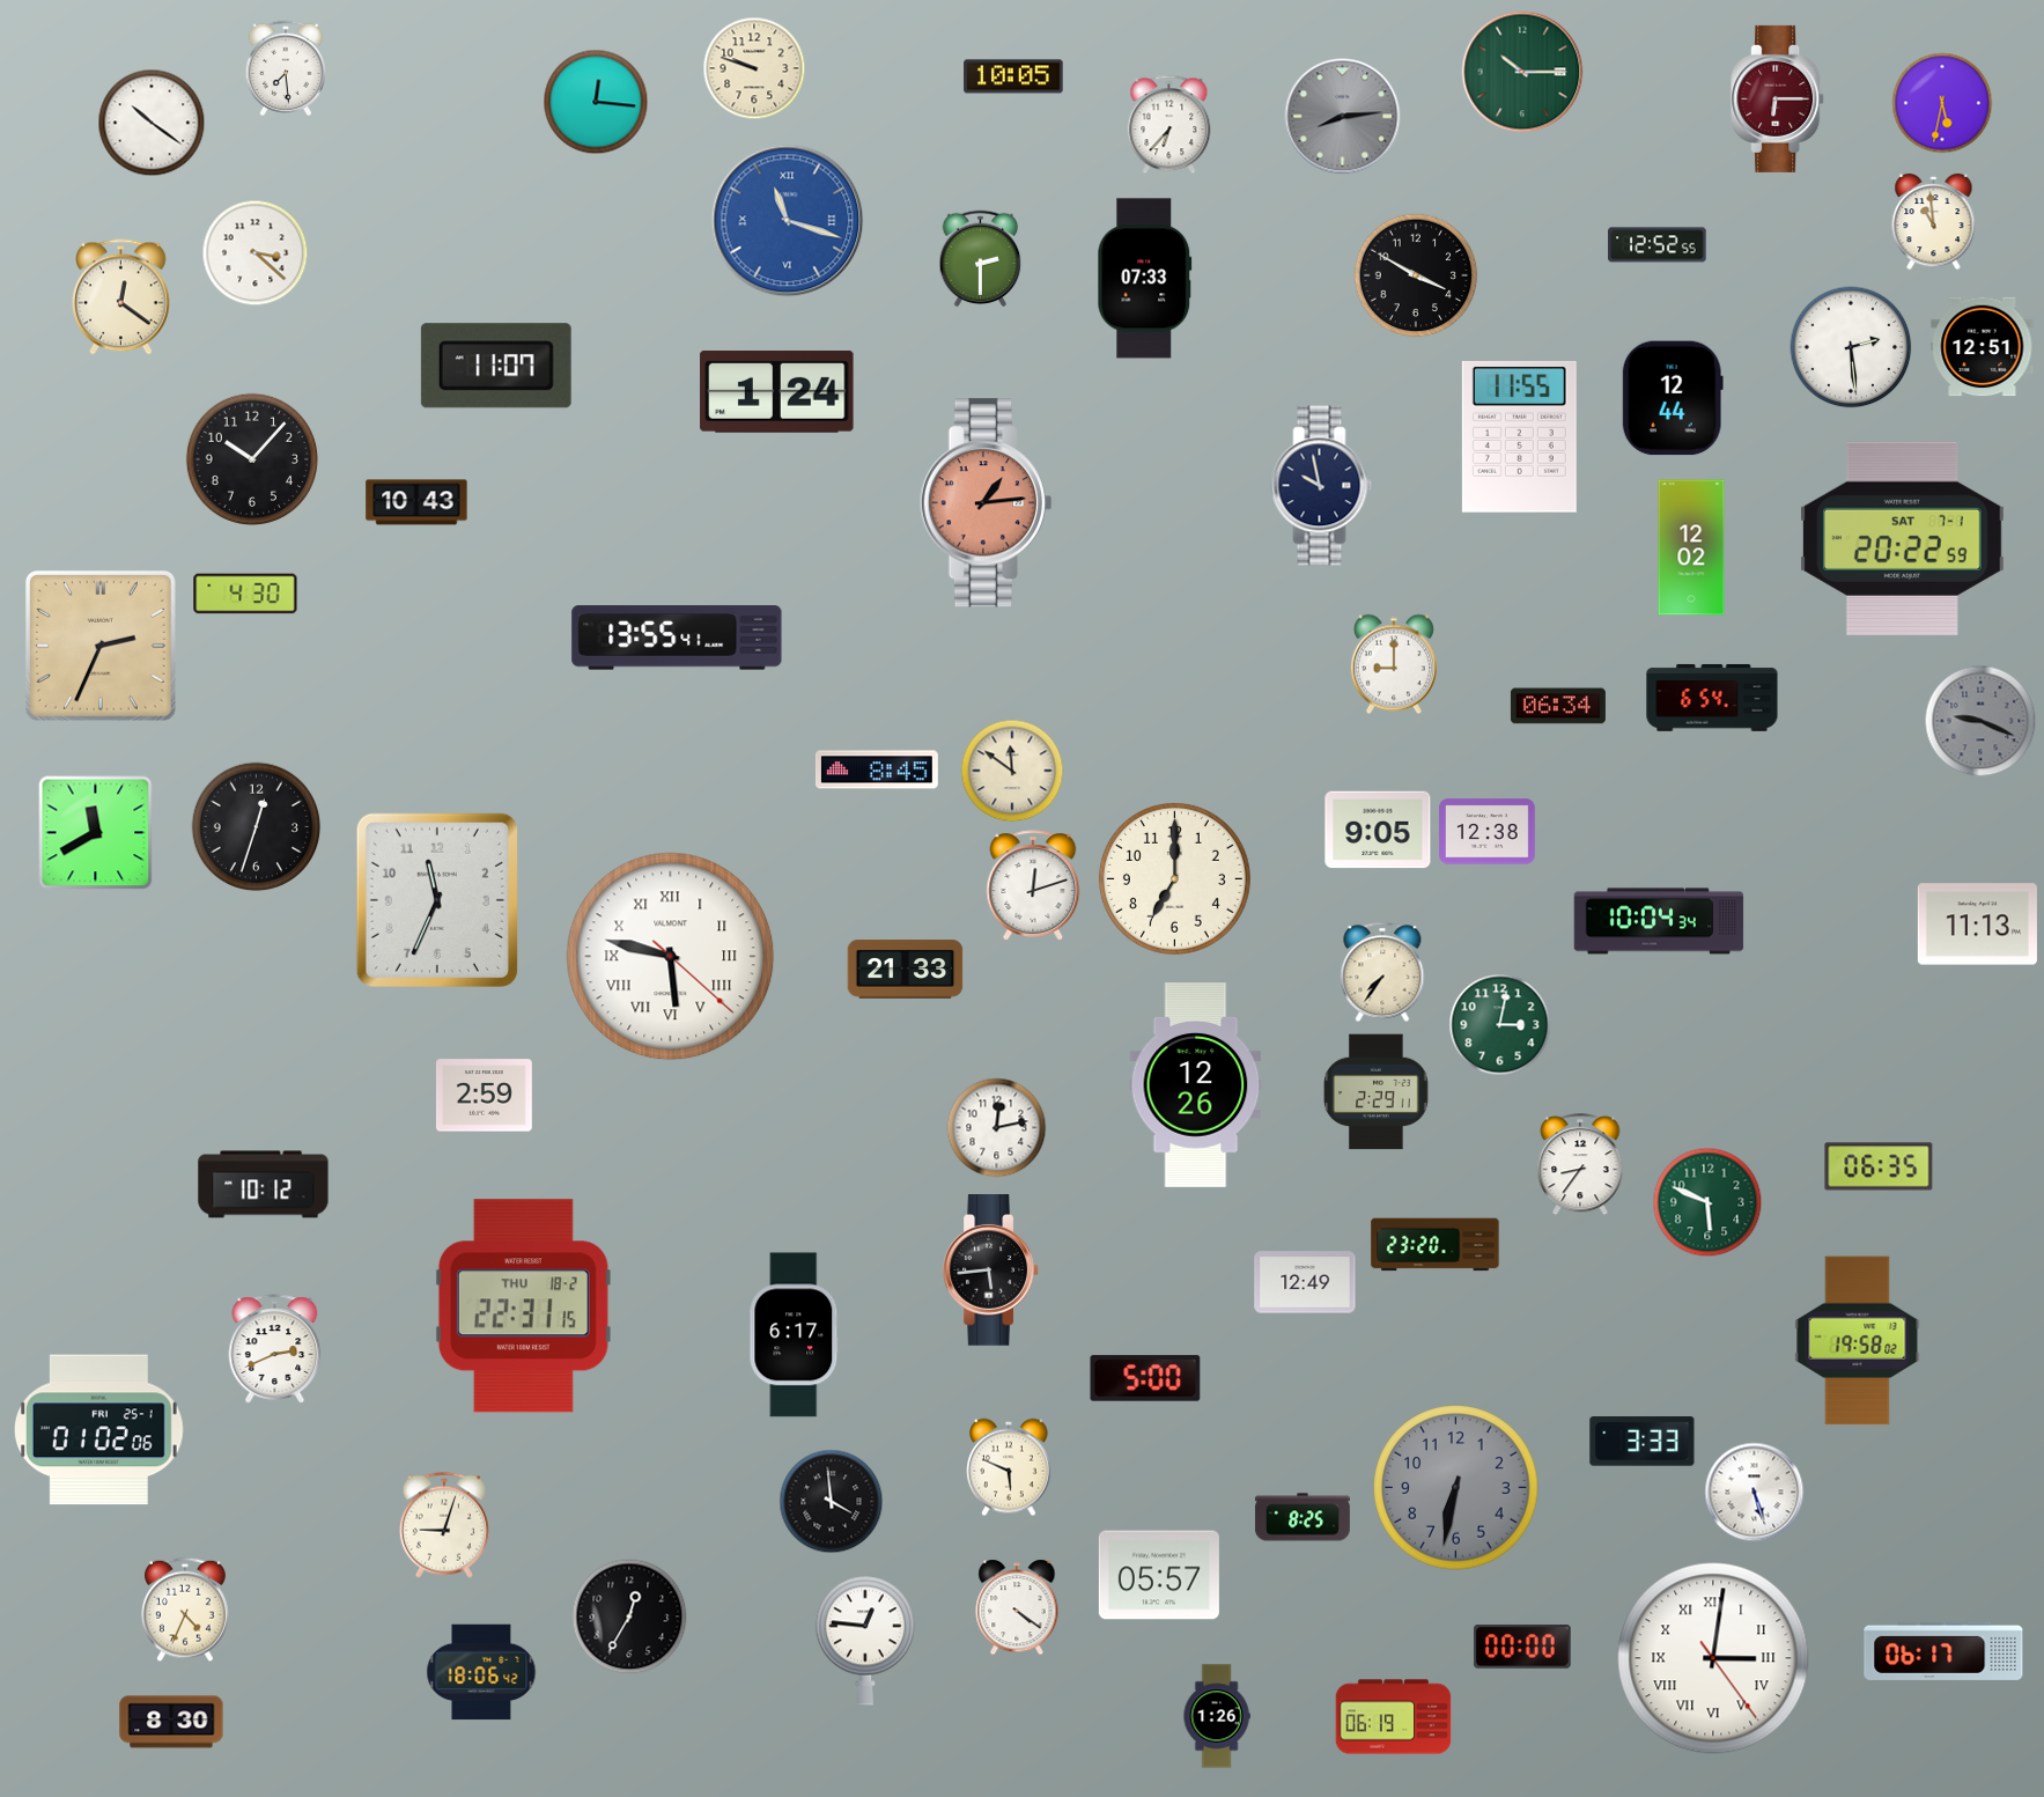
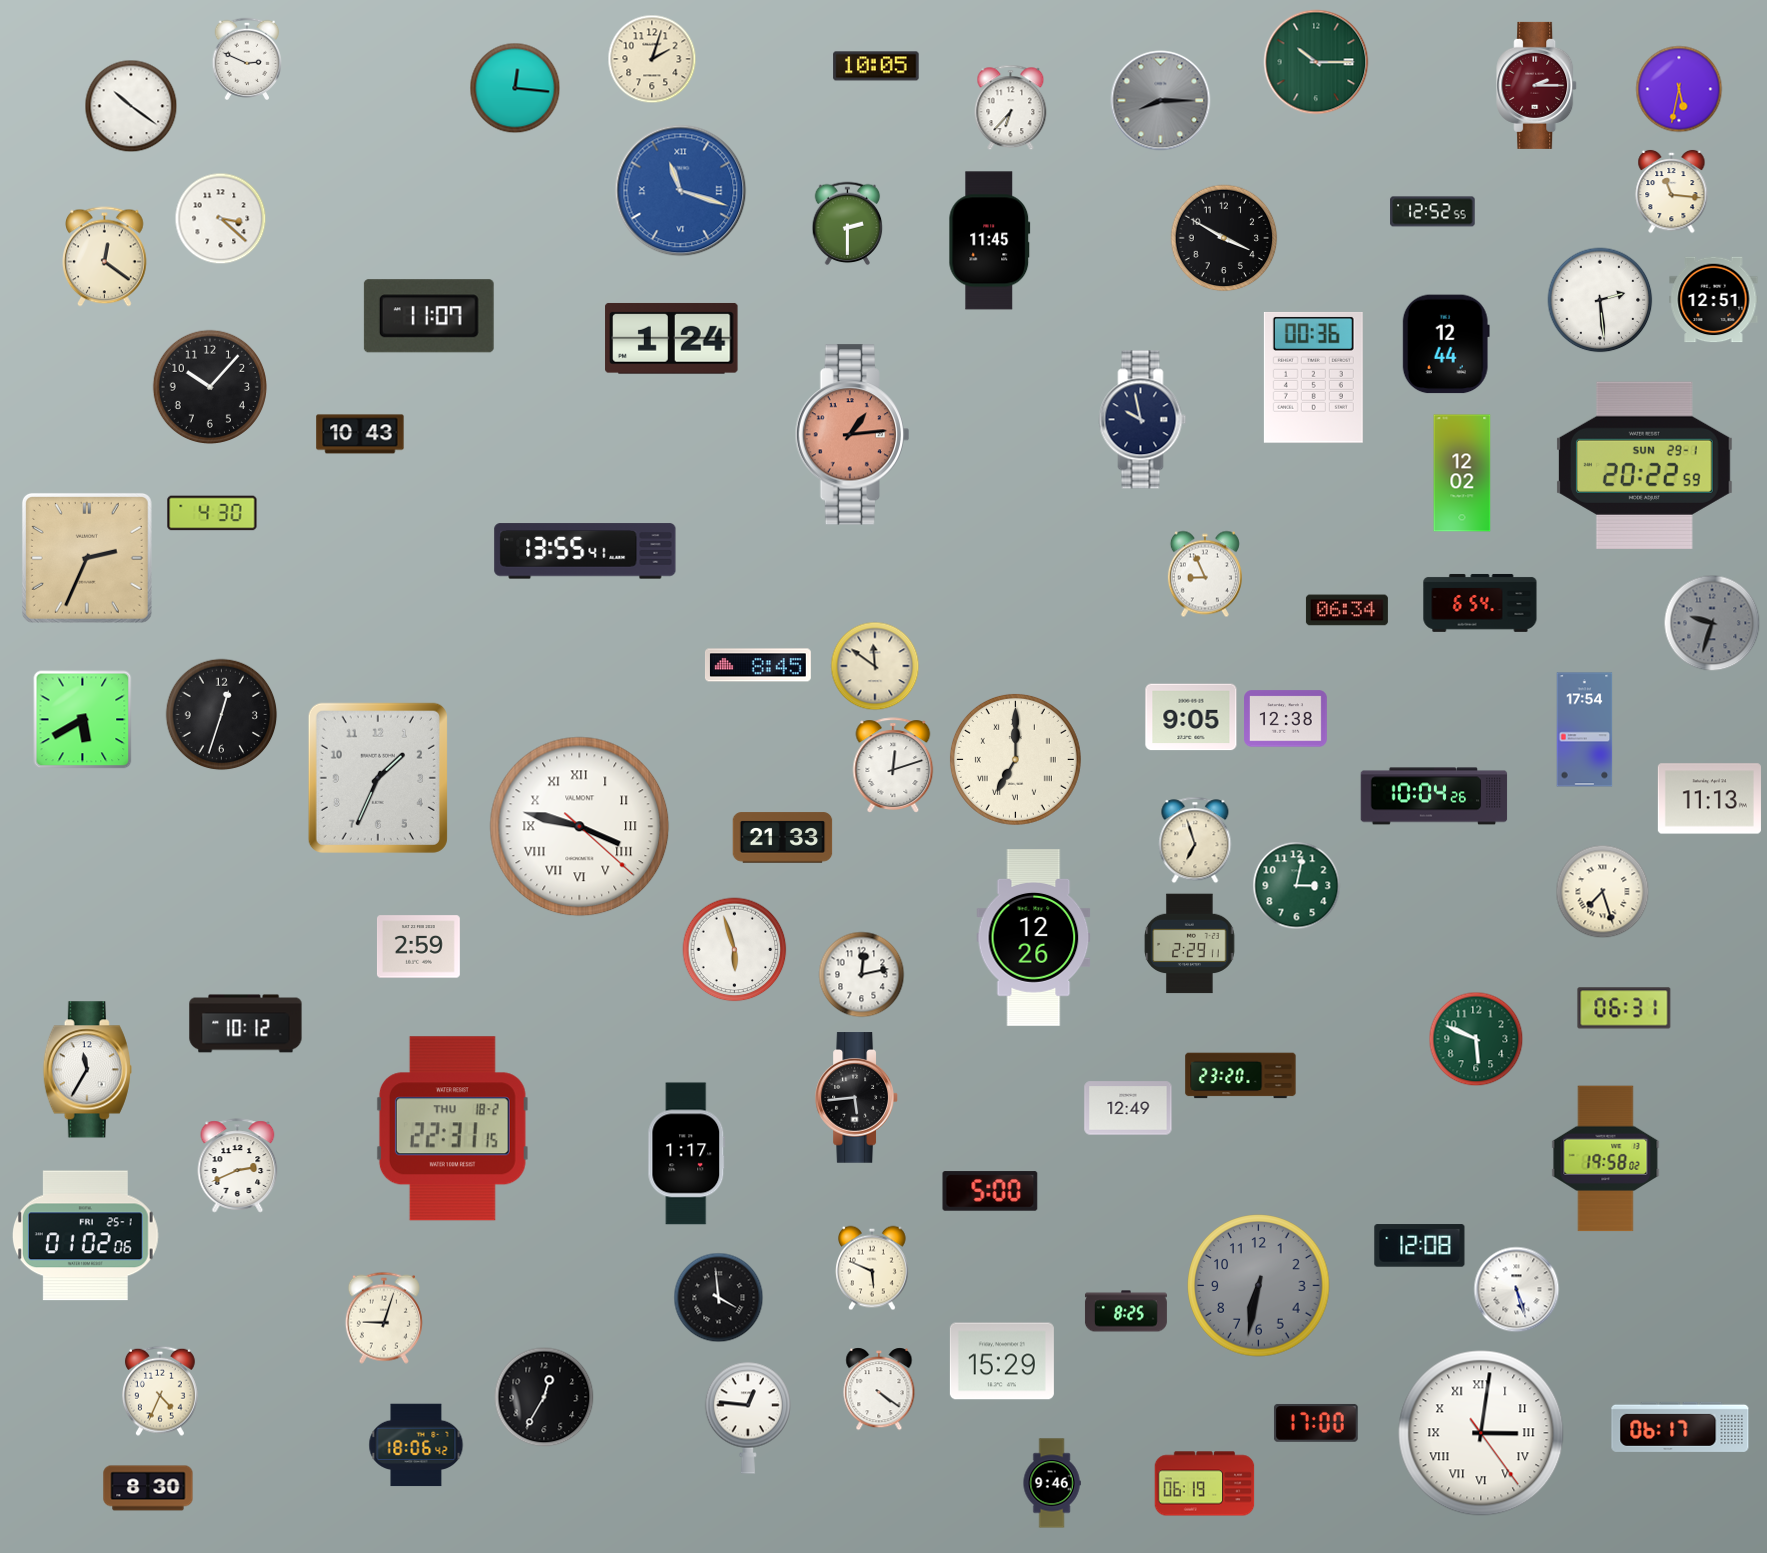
clock at (285, 67): 7:29 -> 2:49
clock at (754, 68): 9:48 -> 2:03
clock at (1778, 98): 6:15 -> 2:15
clock at (1343, 117): 8:14 -> 8:15
clock at (1934, 222): 10:59 -> 11:16
clock at (1145, 279): 07:33 -> 11:45
clock at (1519, 436): 11:55 -> 00:36
clock at (251, 458) position: (251, 458) -> (209, 386)
clock at (1902, 538) date: SAT 7-1 -> SUN 29-1
clock at (1394, 664): 9:00 -> 8:56
clock at (1980, 721): 9:19 -> 9:33
clock at (96, 833): 11:40 -> 5:40
clock at (1585, 730): none -> 17:54
clock at (1174, 878) numerals: Arabic -> Roman
clock at (437, 900): 11:34 -> 1:34
clock at (1659, 921): 10:04:34 -> 10:04:26
clock at (671, 957): 5:47 -> 3:47
clock at (1382, 972): 7:36 -> 6:57
clock at (1603, 892): none -> 7:27
clock at (735, 950): none -> 5:57
clock at (1580, 1165): 8:36 -> none
clock at (1879, 1166): 06:35 -> 06:31
clock at (264, 1185) position: (264, 1185) -> (246, 1024)
clock at (87, 1070): none -> 11:35
clock at (795, 1335): 6:17 -> 1:17
clock at (1643, 1442): 3:33 -> 12:08
clock at (1159, 1575): 05:57 -> 15:29
clock at (1522, 1647): 00:00 -> 17:00
clock at (1217, 1716): 1:26 -> 9:46
